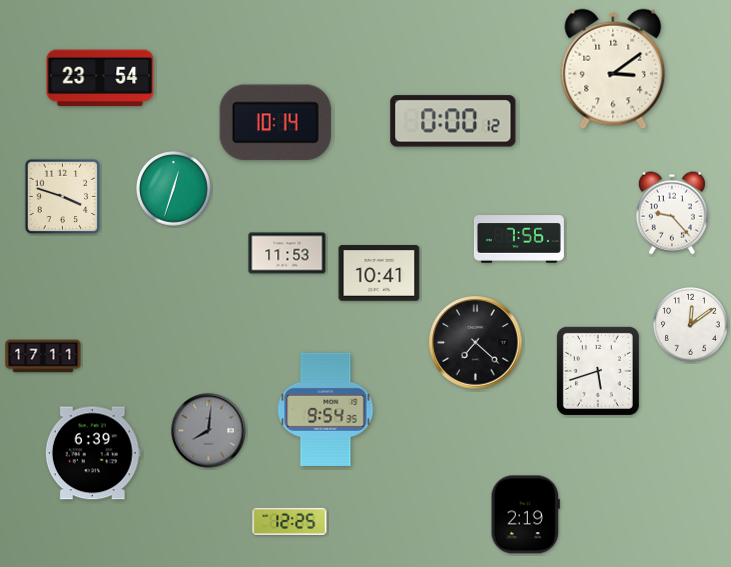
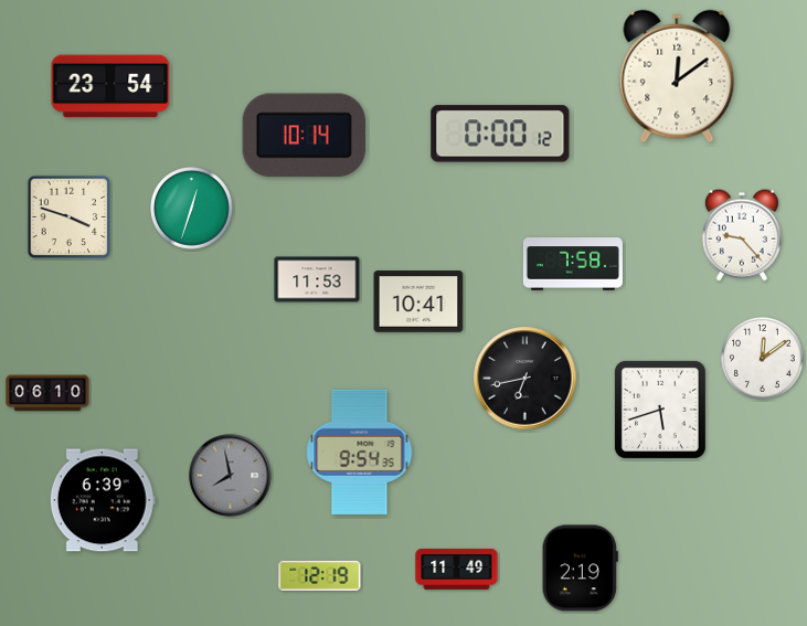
clock at (613, 69): 3:09 -> 12:09
clock at (519, 239): 7:56 -> 7:58
clock at (476, 343): 7:22 -> 6:43
clock at (43, 356): 17:11 -> 06:10
clock at (209, 431): 8:01 -> 7:58
clock at (457, 569): none -> 11:49
clock at (290, 521): 12:25 -> 12:19
